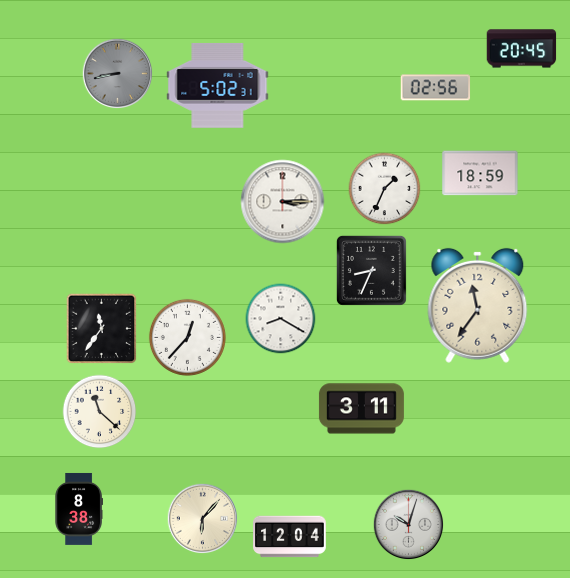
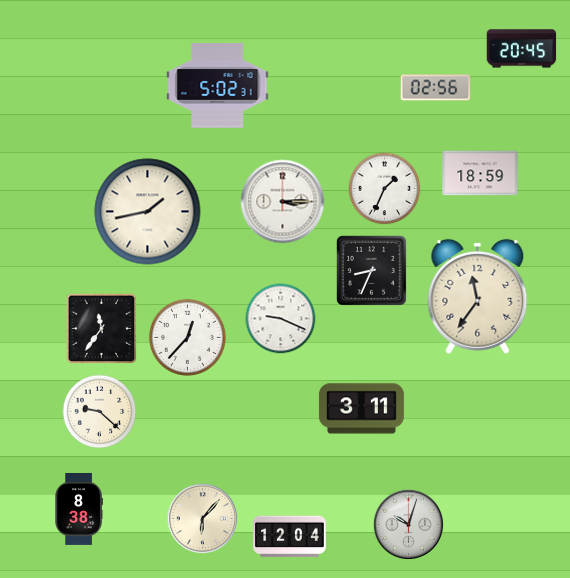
clock at (118, 74): 8:43 -> none
clock at (148, 212): none -> 1:43
clock at (478, 305) position: (478, 305) -> (478, 296)
clock at (281, 319): 8:20 -> 9:19
clock at (100, 412): 11:22 -> 9:22
